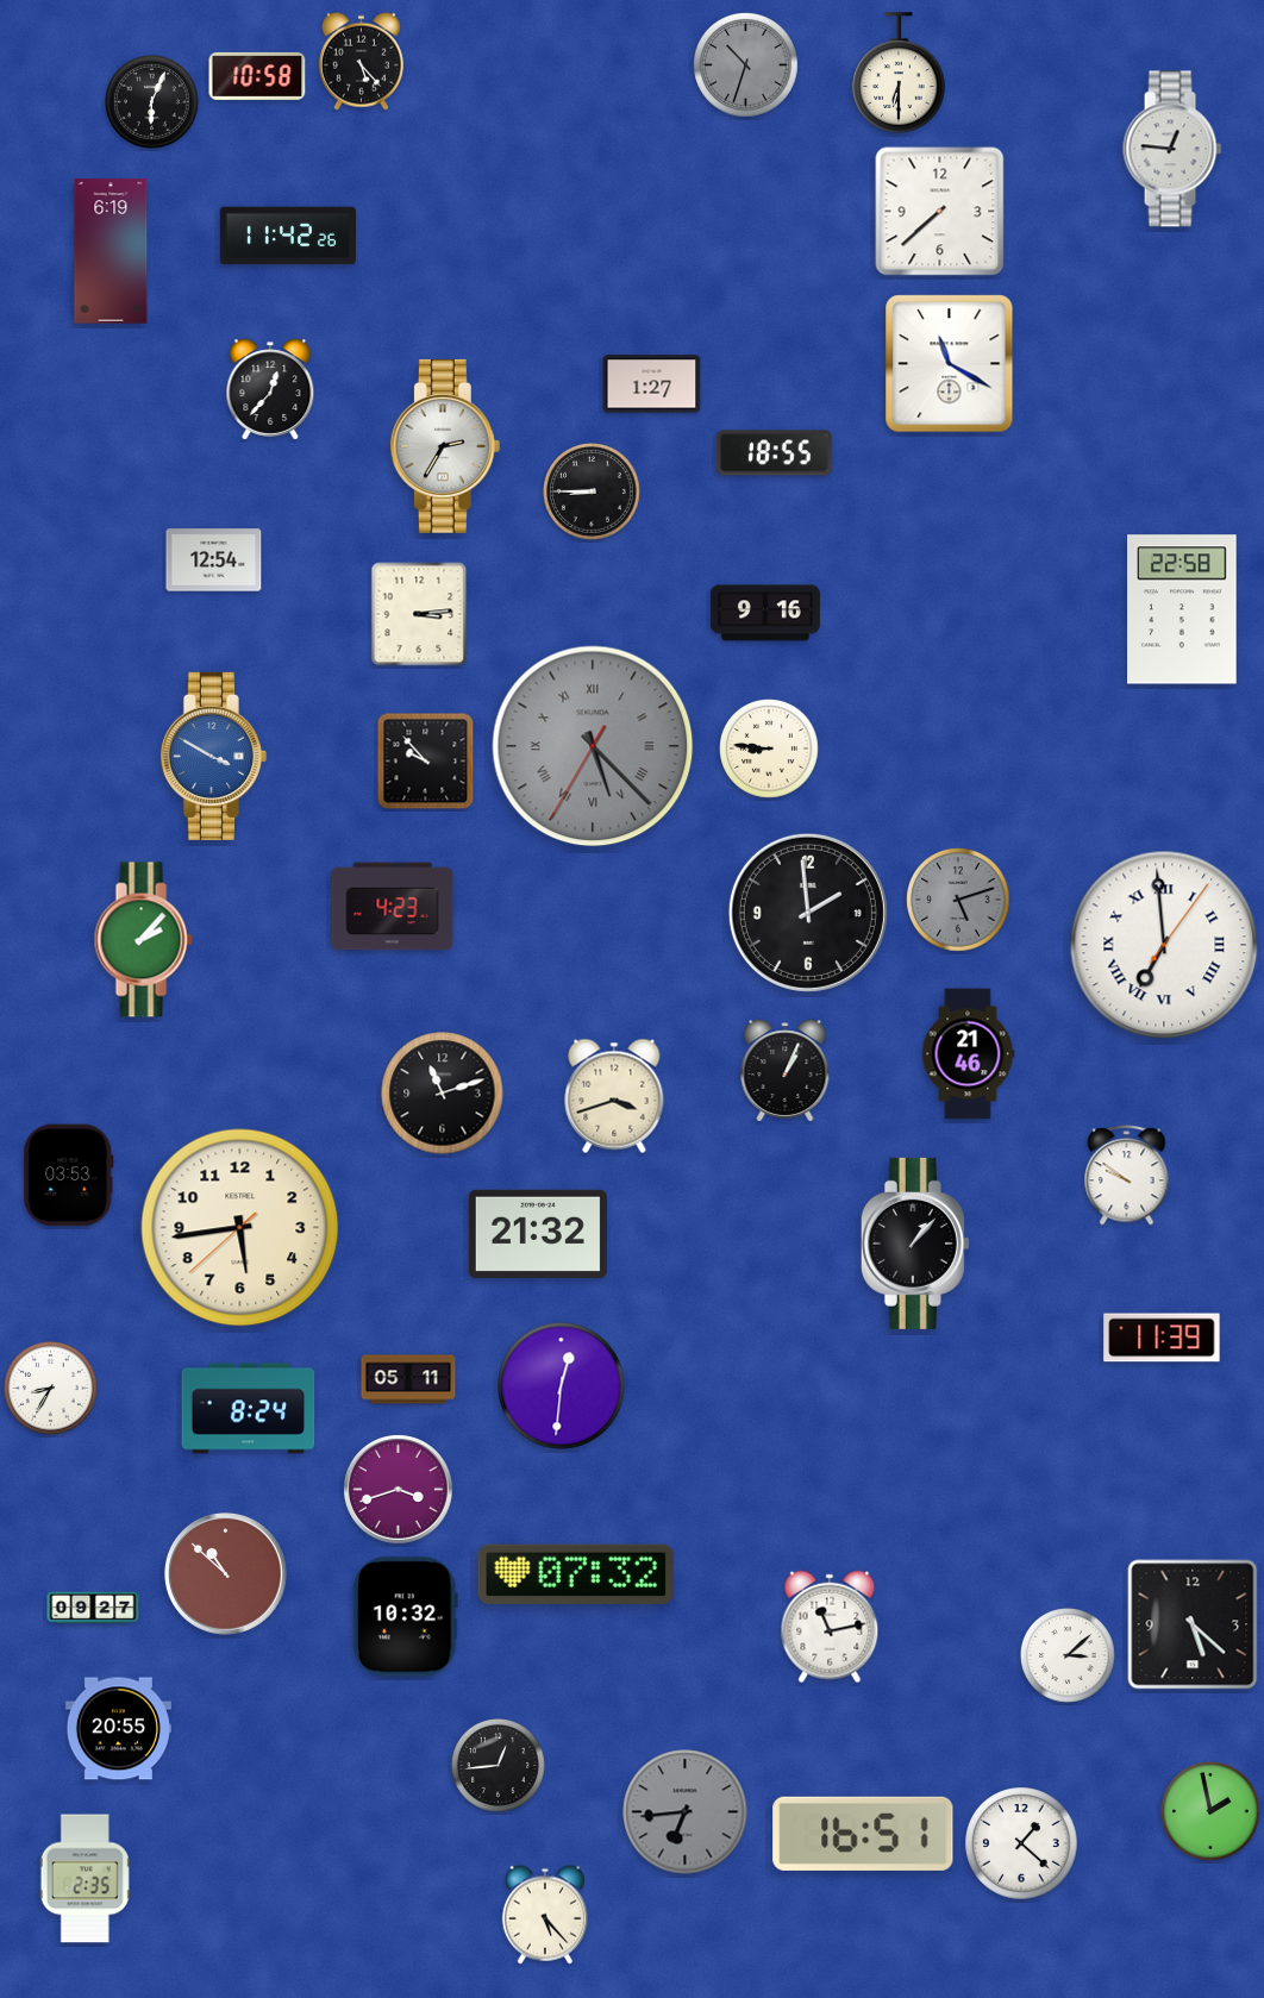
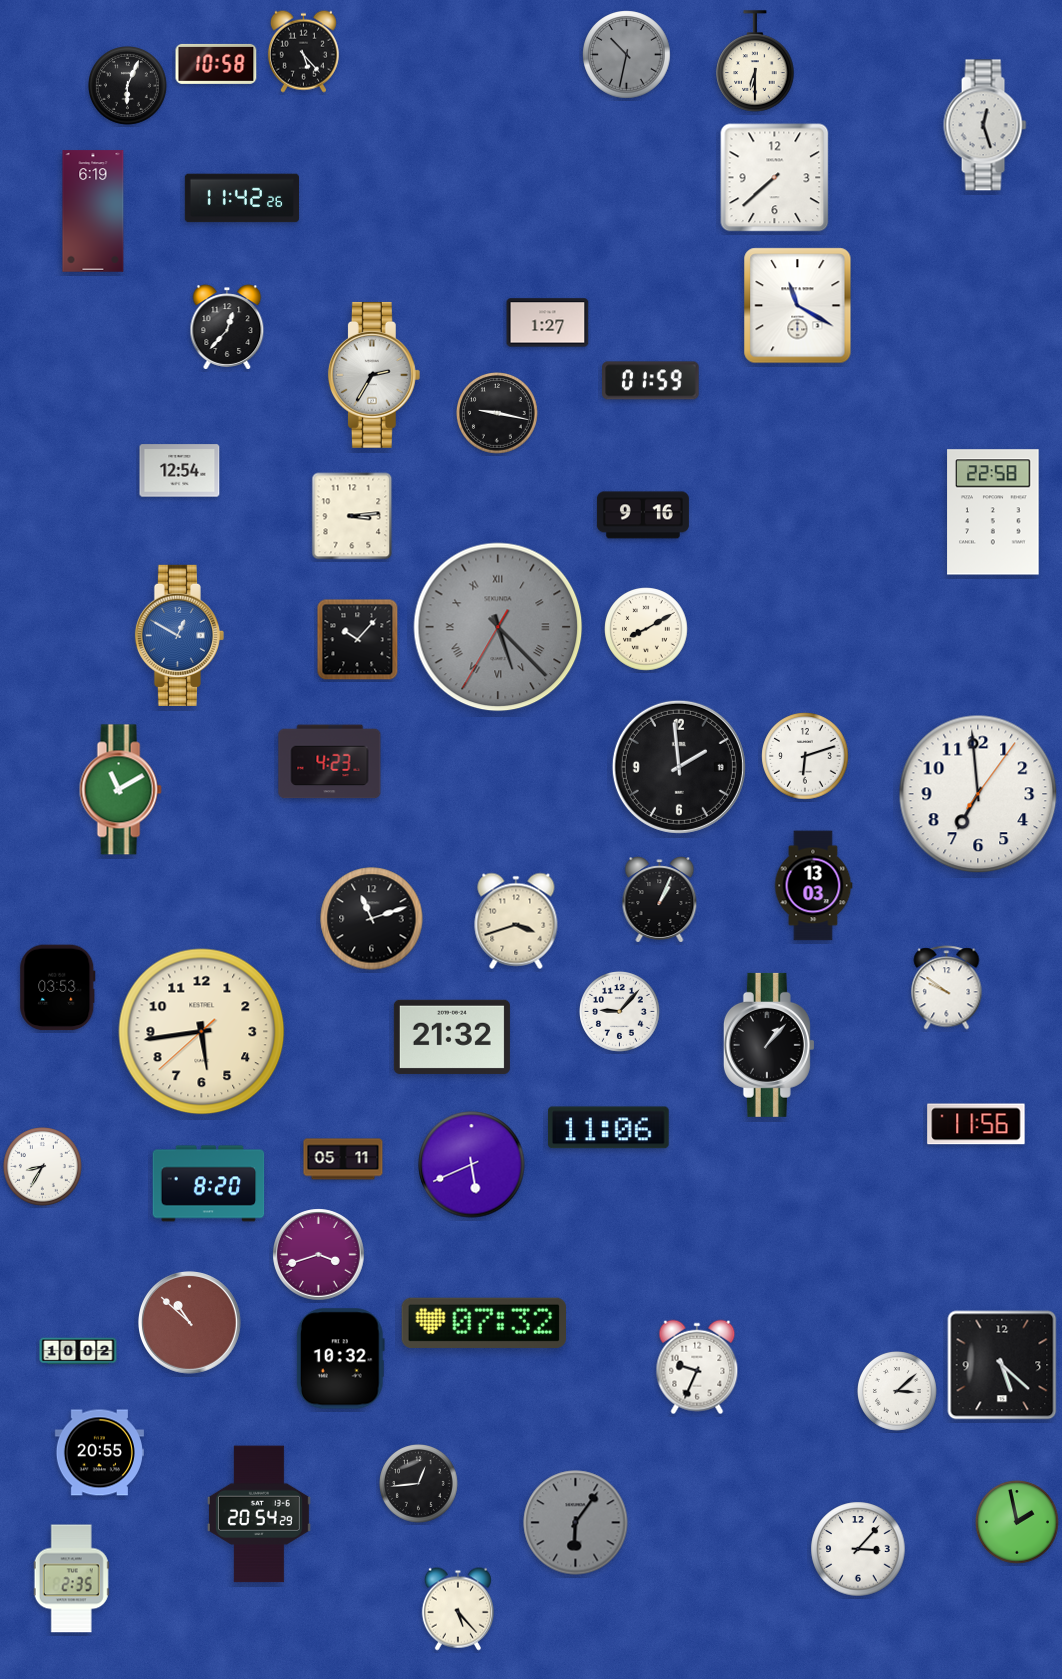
clock at (746, 65): 10:33 -> 10:32
clock at (1172, 149): 12:46 -> 12:27
clock at (940, 212) position: (940, 212) -> (775, 178)
clock at (775, 453): 18:55 -> 01:59
clock at (593, 493): 8:45 -> 9:17
clock at (769, 749): 8:46 -> 8:10
clock at (213, 756): 3:50 -> 12:50
clock at (426, 762): 9:53 -> 10:07
clock at (958, 900): 5:12 -> 6:12
clock at (958, 900) dial: grey -> white
clock at (143, 940): 2:07 -> 11:10
clock at (1164, 945) numerals: Roman -> Arabic
clock at (968, 1054): 21:46 -> 13:03
clock at (620, 1012): none -> 9:07
clock at (1162, 1338): 11:39 -> 11:56
clock at (609, 1128): none -> 11:06
clock at (562, 1386): 12:31 -> 5:41
clock at (249, 1409): 8:24 -> 8:20
clock at (399, 1490) position: (399, 1490) -> (319, 1255)
clock at (93, 1608): 09:27 -> 10:02
clock at (830, 1627): 11:13 -> 9:34
clock at (259, 1514): none -> 20:54
clock at (686, 1812): 6:44 -> 6:06
clock at (863, 1834): 16:51 -> none
clock at (1021, 1843): 1:22 -> 3:07
